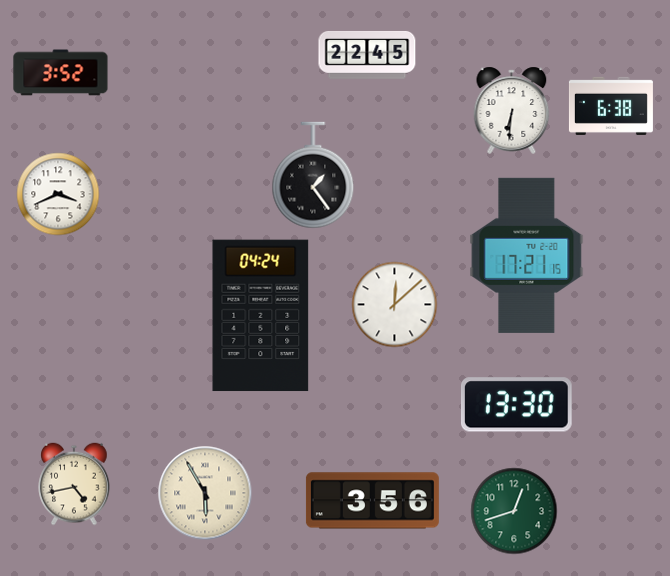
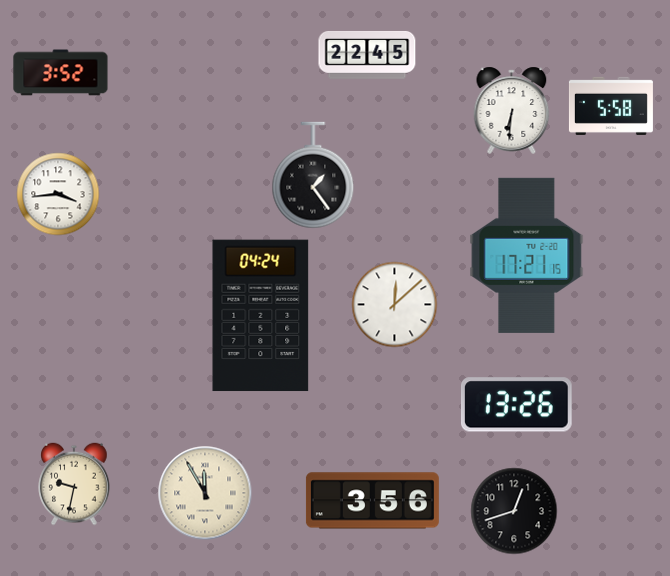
clock at (611, 106): 6:38 -> 5:58
clock at (58, 194): 3:41 -> 3:44
clock at (516, 405): 13:30 -> 13:26
clock at (74, 484): 4:43 -> 9:32
clock at (205, 493): 5:55 -> 11:55
clock at (514, 511) dial: green -> black
